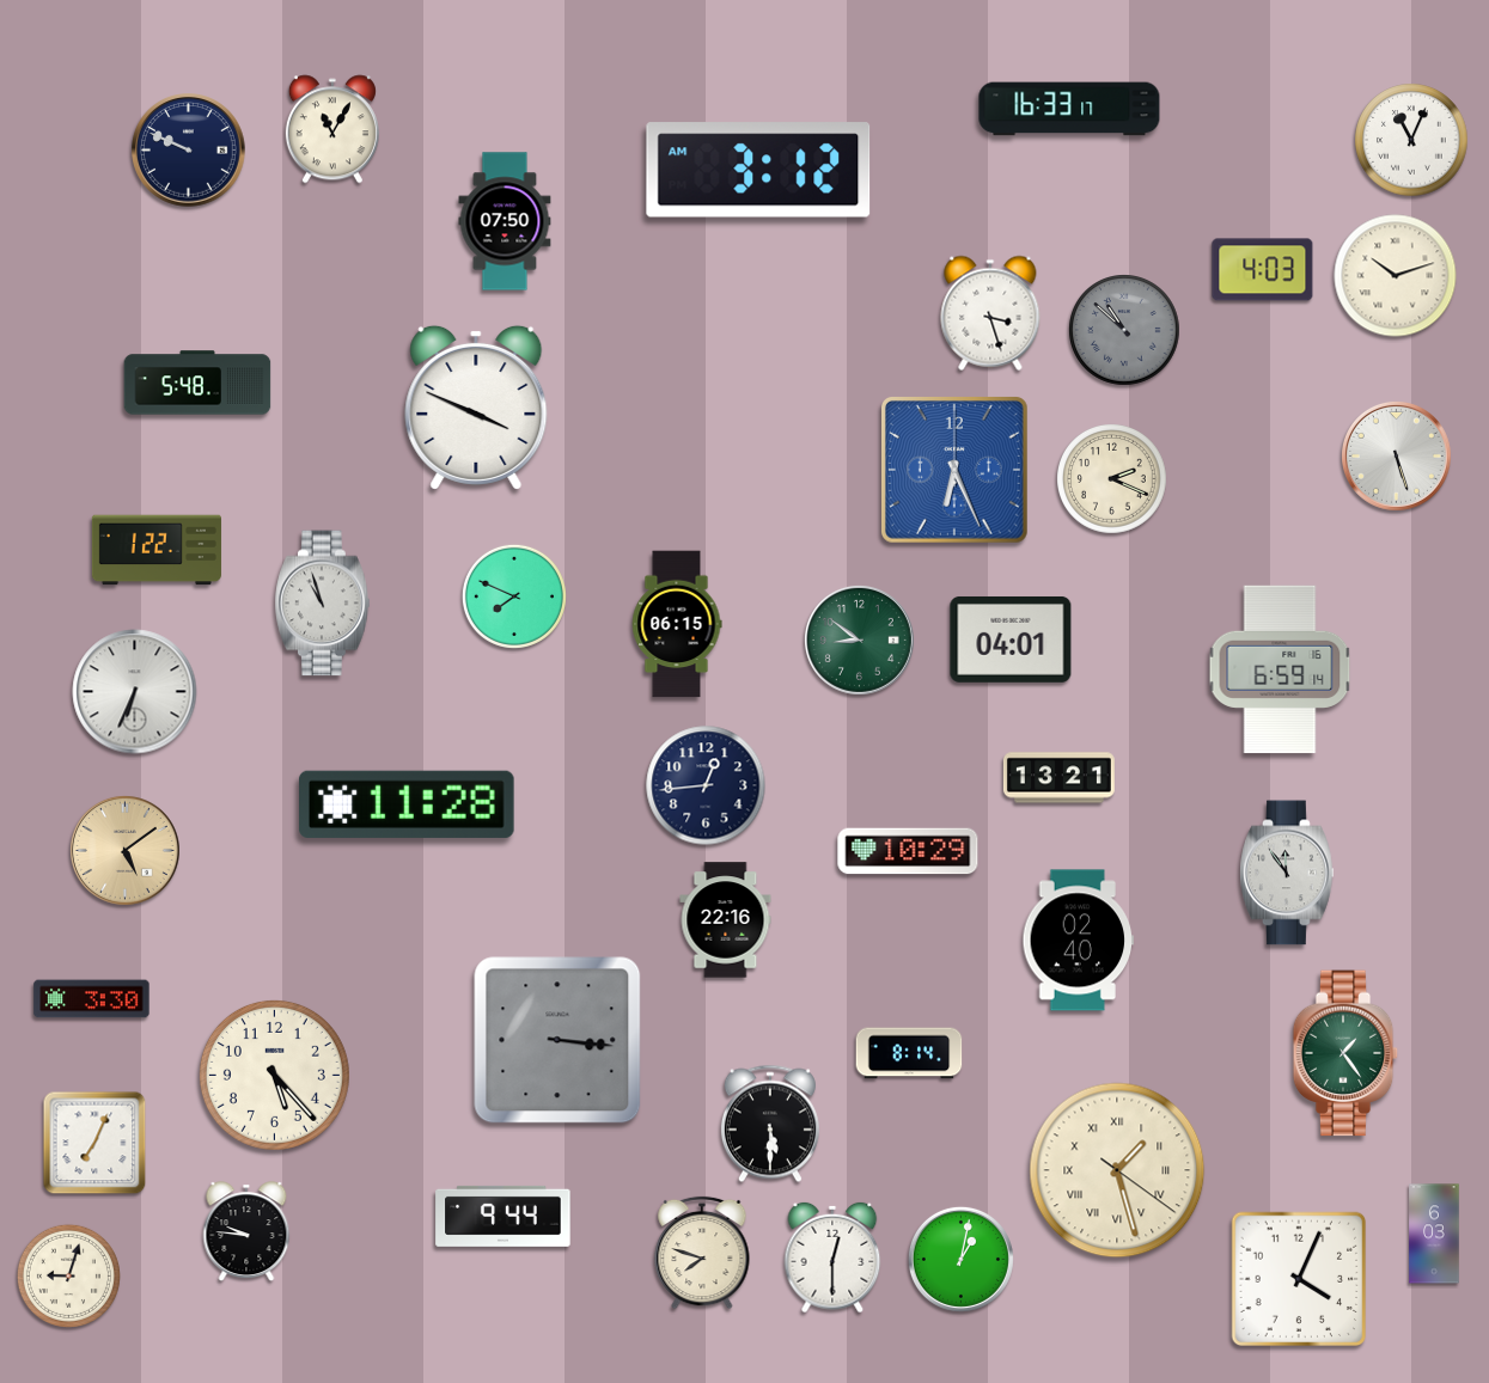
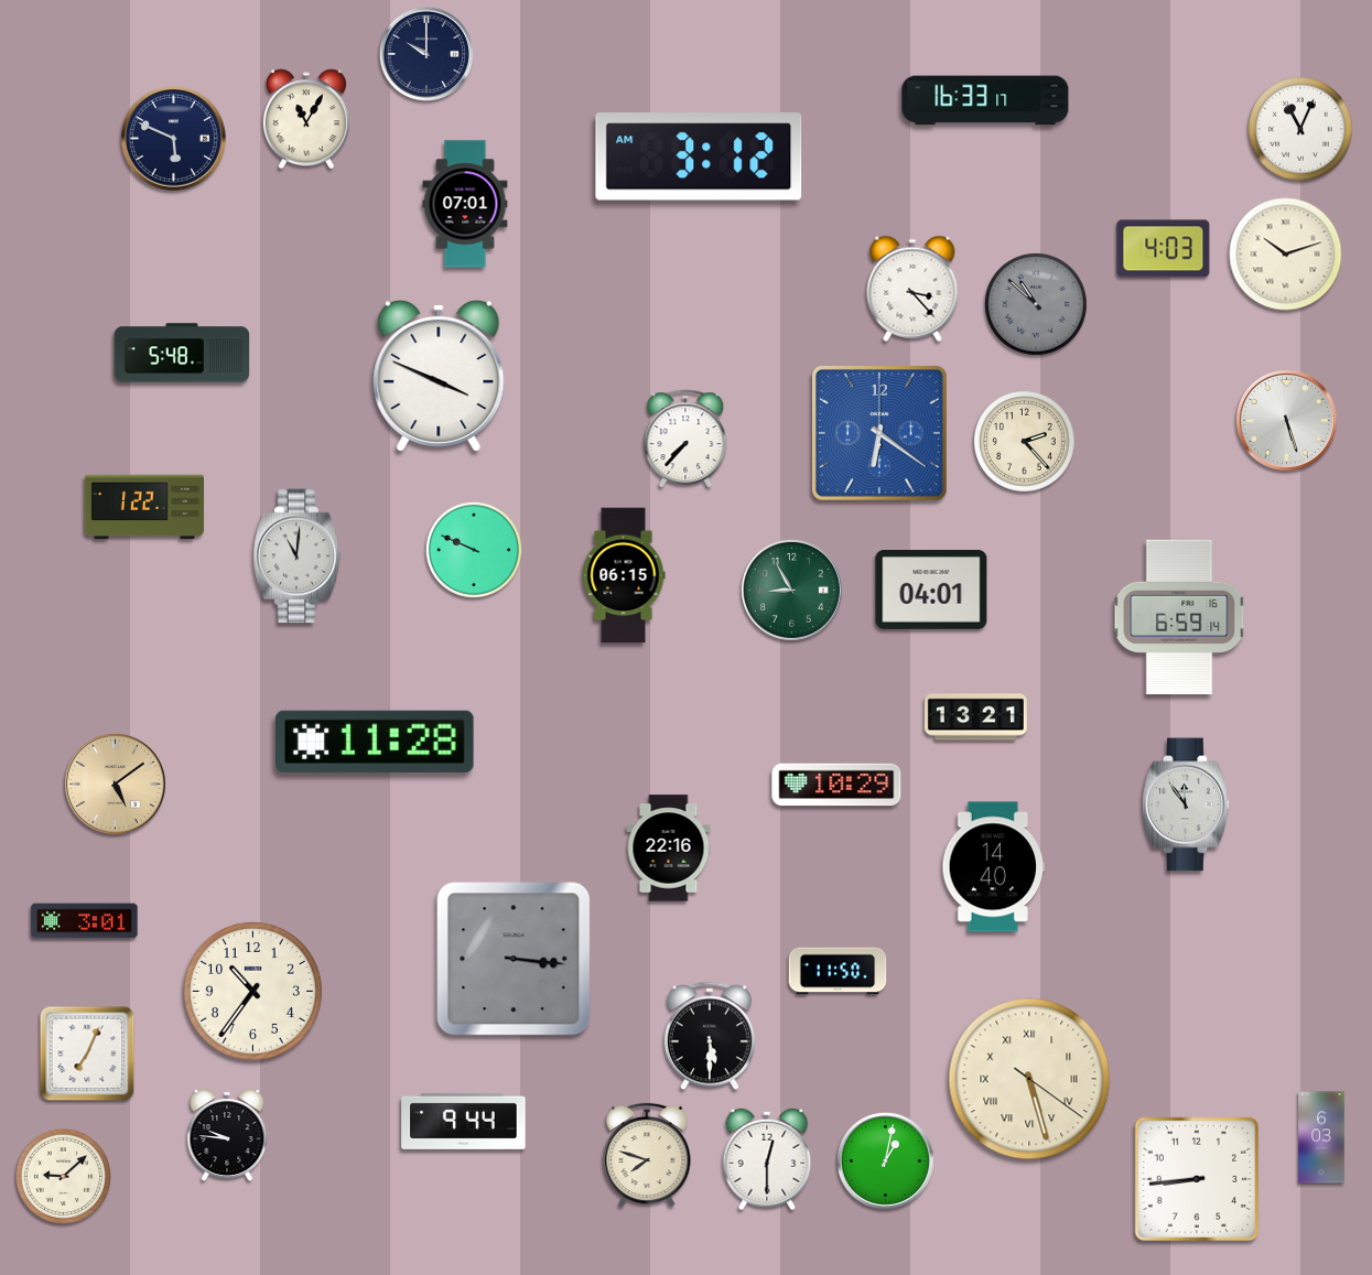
clock at (426, 54): none -> 10:00
clock at (189, 151): 9:49 -> 5:49
clock at (505, 221): 07:50 -> 07:01
clock at (990, 313): 3:27 -> 3:23
clock at (956, 471): 6:26 -> 6:21
clock at (685, 440): none -> 7:37
clock at (1112, 479): 2:19 -> 2:23
clock at (514, 596): 7:49 -> 9:49
clock at (323, 604): 10:57 -> 11:01
clock at (859, 640): 8:51 -> 8:55
clock at (135, 692): 6:34 -> none
clock at (706, 785): 12:44 -> none
clock at (1079, 941): 02:40 -> 14:40
clock at (92, 999): 3:30 -> 3:01
clock at (909, 1053): 8:14 -> 11:50
clock at (1345, 1053): 1:24 -> none
clock at (274, 1075): 5:23 -> 10:36
clock at (1117, 1170): 1:27 -> 5:27
clock at (68, 1275): 9:03 -> 9:08
clock at (1299, 1279): 4:04 -> 8:44
